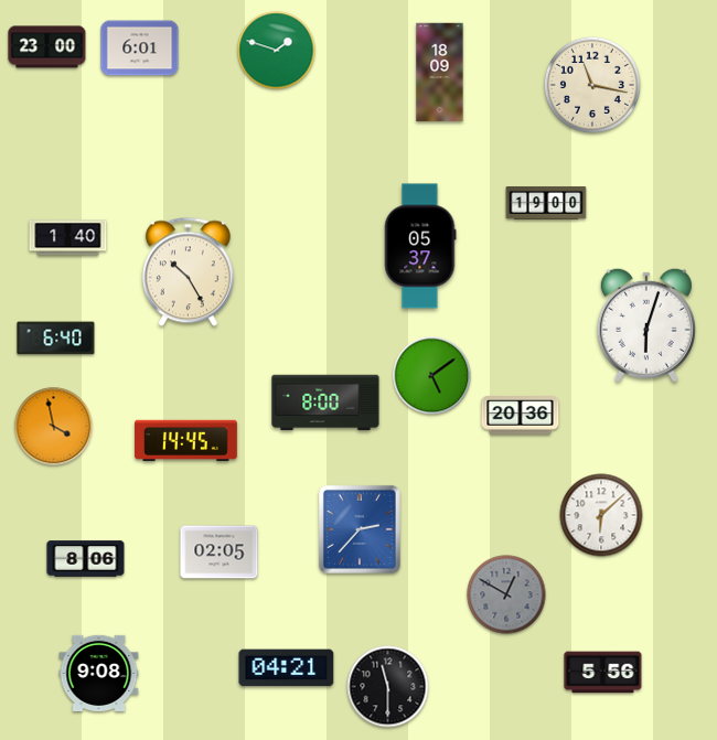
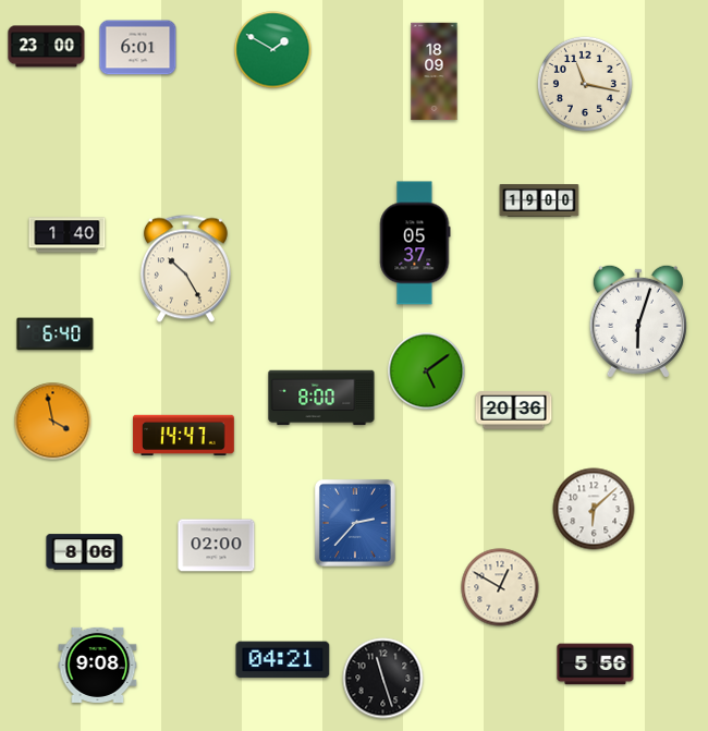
clock at (277, 51): 1:48 -> 1:50
clock at (186, 441): 14:45 -> 14:47
clock at (220, 553): 02:05 -> 02:00
clock at (506, 594) dial: grey -> cream
clock at (388, 687): 11:30 -> 11:27
